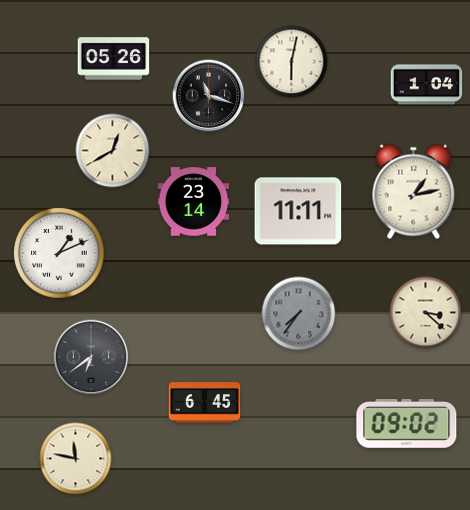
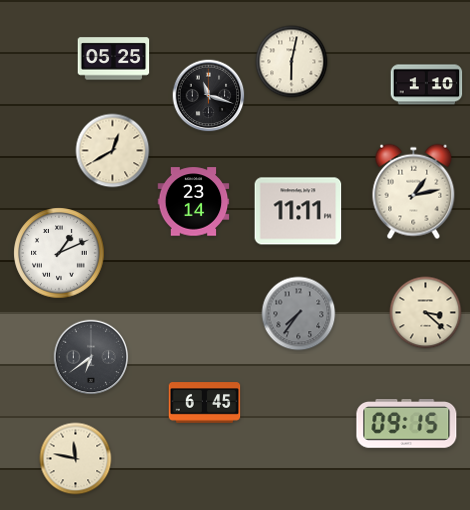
clock at (114, 59): 05:26 -> 05:25
clock at (427, 85): 1:04 -> 1:10
clock at (407, 424): 09:02 -> 09:15
